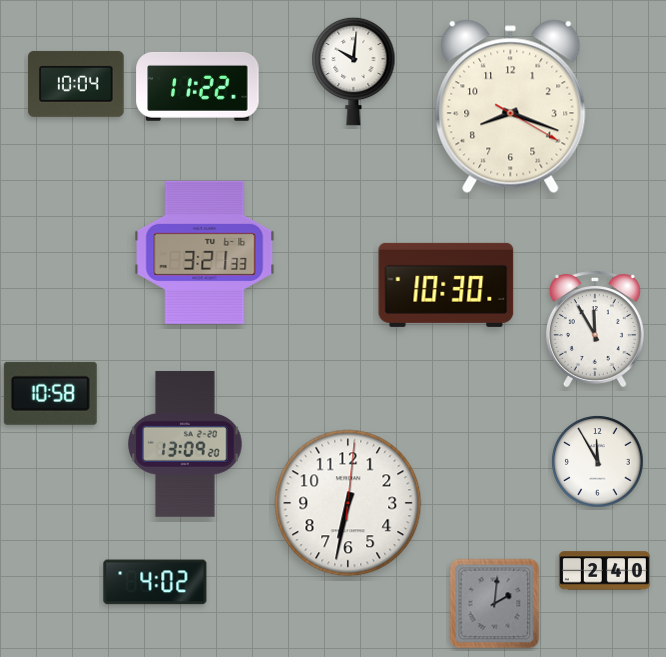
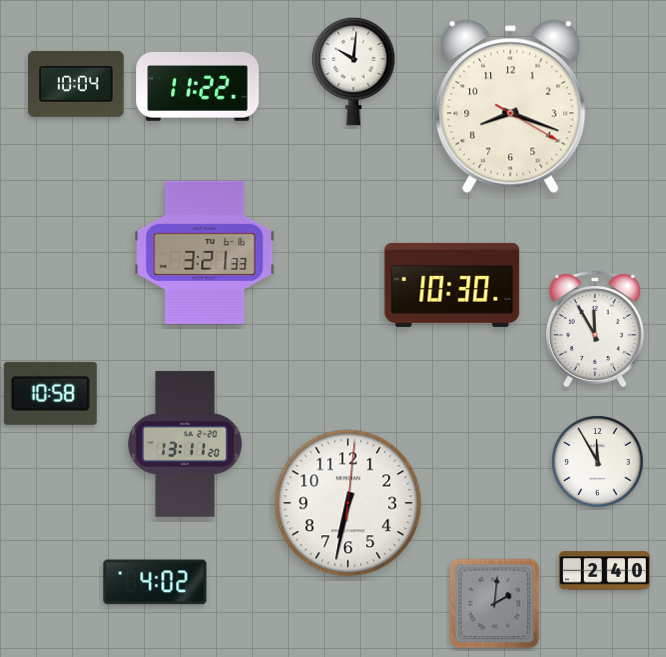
clock at (446, 285) position: (446, 285) -> (452, 285)
clock at (185, 444): 13:09 -> 13:11
